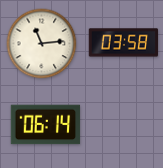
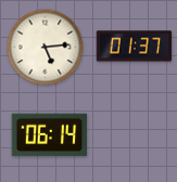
clock at (124, 43): 03:58 -> 01:37
clock at (42, 44): 11:14 -> 5:14
